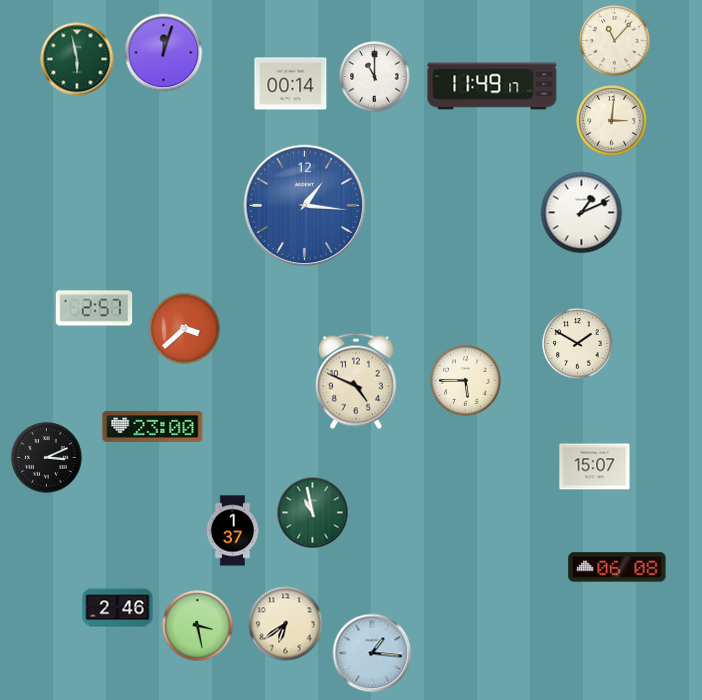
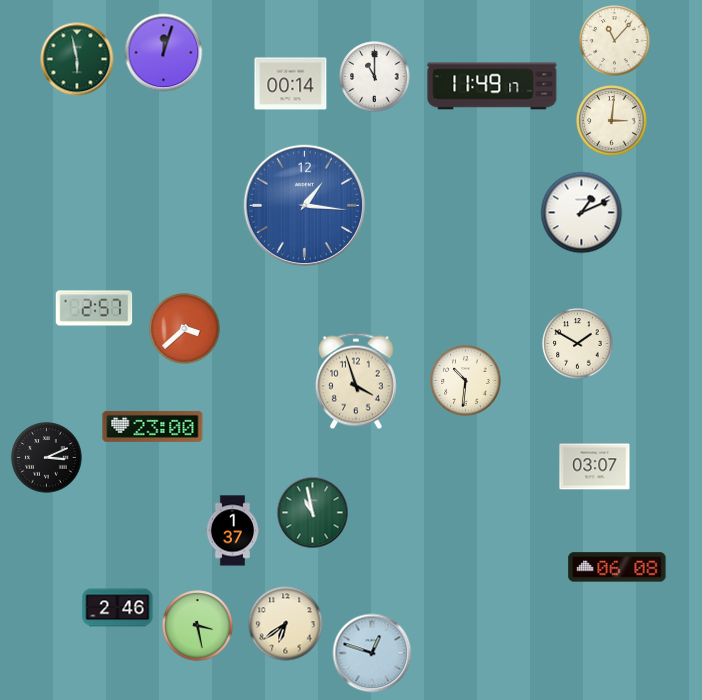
clock at (356, 381): 4:49 -> 3:57
clock at (466, 381): 5:45 -> 10:31
clock at (595, 467): 15:07 -> 03:07
clock at (372, 653): 1:16 -> 12:48
